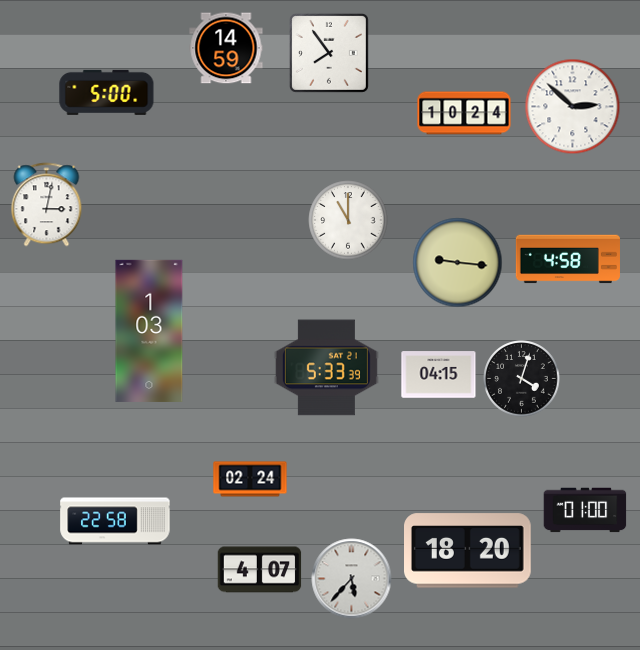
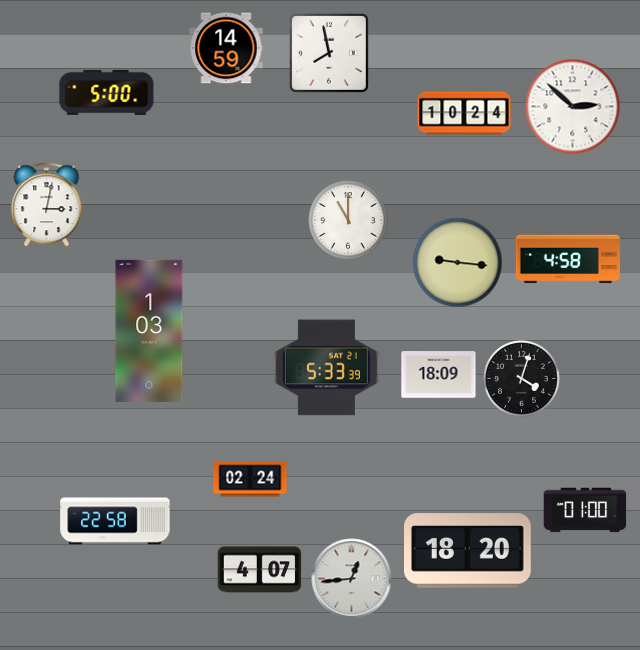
clock at (329, 53): 7:54 -> 7:58
clock at (439, 375): 04:15 -> 18:09
clock at (352, 579): 5:37 -> 12:44
